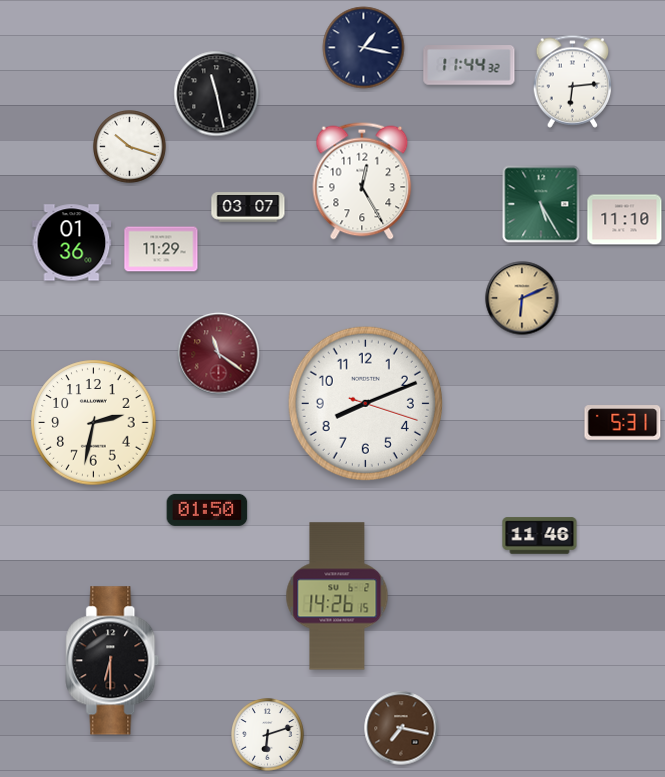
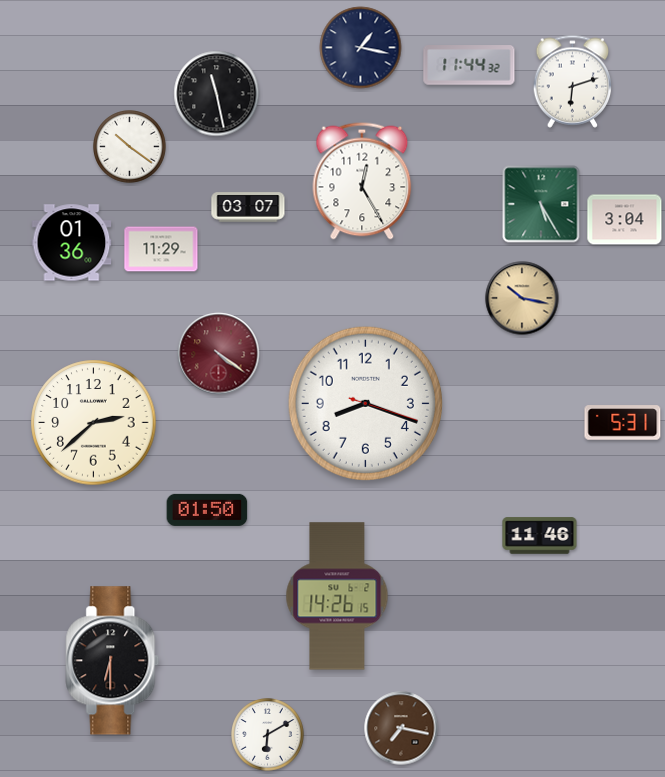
clock at (364, 48) position: (364, 48) -> (361, 48)
clock at (573, 81): 6:14 -> 6:12
clock at (130, 147): 10:18 -> 10:21
clock at (625, 220): 11:10 -> 3:04
clock at (522, 298): 6:11 -> 10:17
clock at (219, 354): 11:21 -> 4:21
clock at (365, 403): 8:11 -> 8:18
clock at (94, 423): 2:32 -> 2:38
clock at (268, 735): 6:12 -> 6:10
